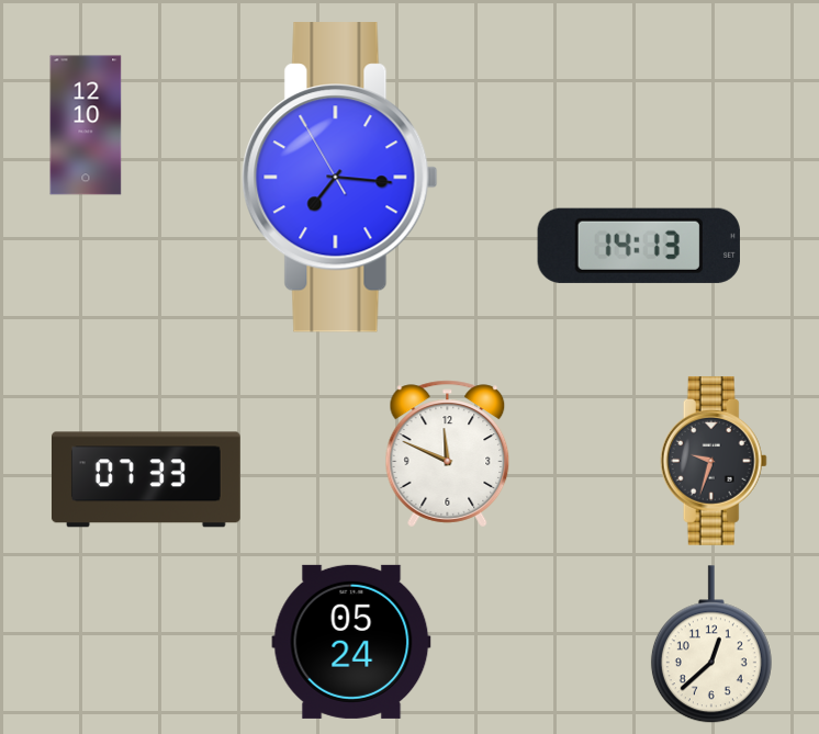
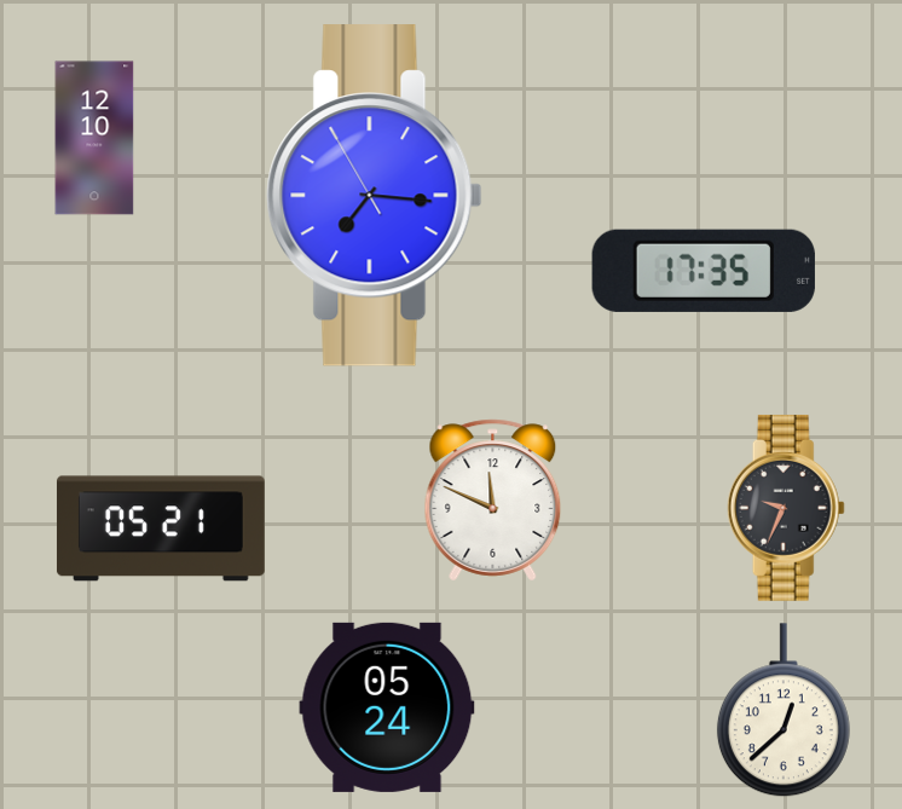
clock at (639, 246): 14:13 -> 17:35
clock at (714, 461): 9:33 -> 9:34
clock at (146, 479): 07:33 -> 05:21
